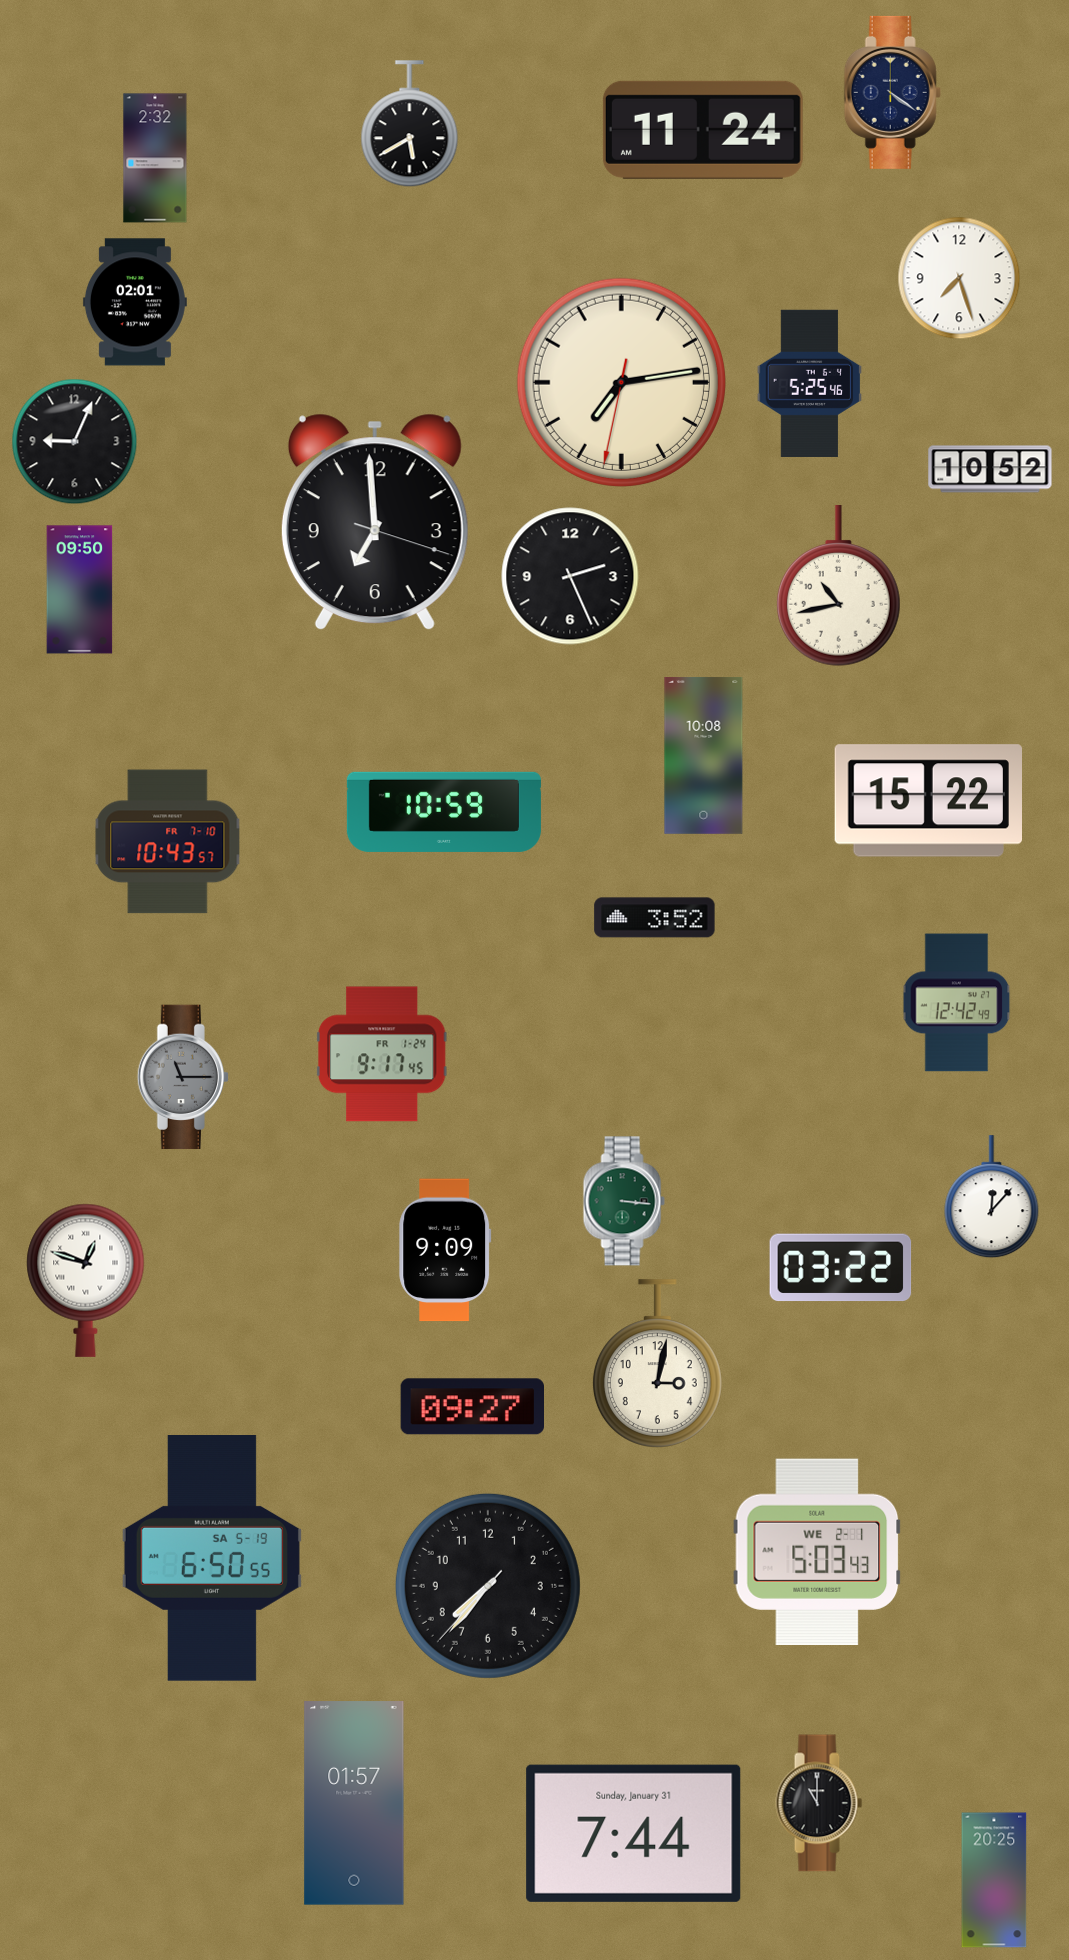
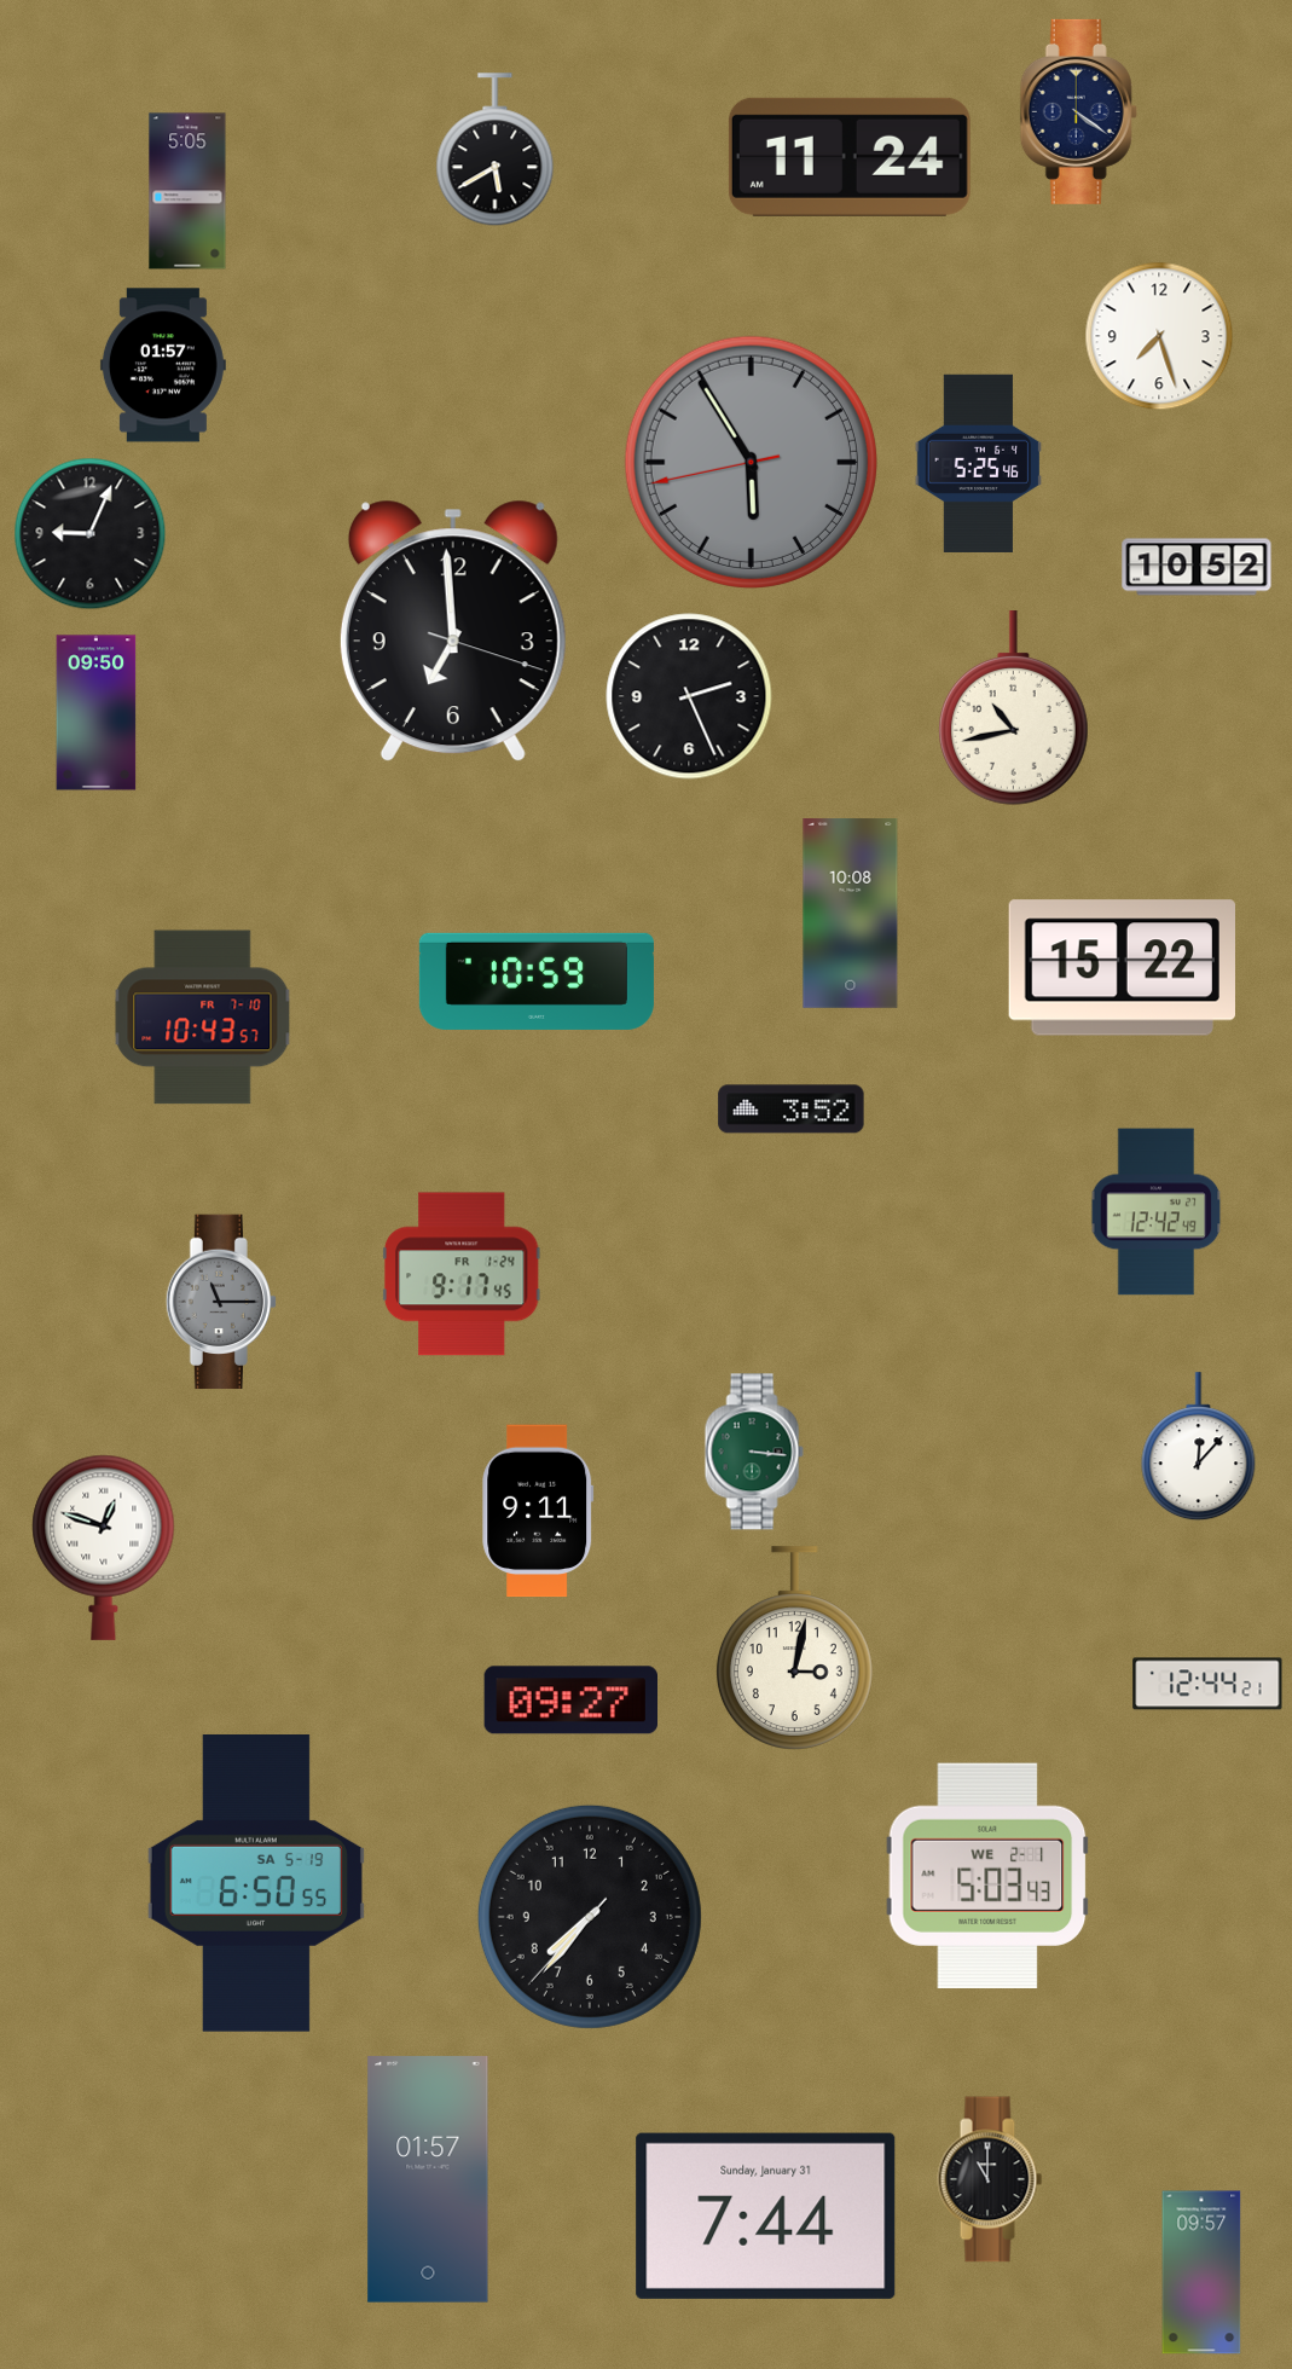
clock at (155, 158): 2:32 -> 5:05
clock at (135, 302): 02:01 -> 01:57
clock at (621, 382): 7:13 -> 5:54
clock at (621, 382) dial: cream -> grey
clock at (445, 1250): 9:09 -> 9:11
clock at (841, 1268): 03:22 -> none
clock at (1207, 1684): none -> 12:44
clock at (994, 1880): 20:25 -> 09:57
